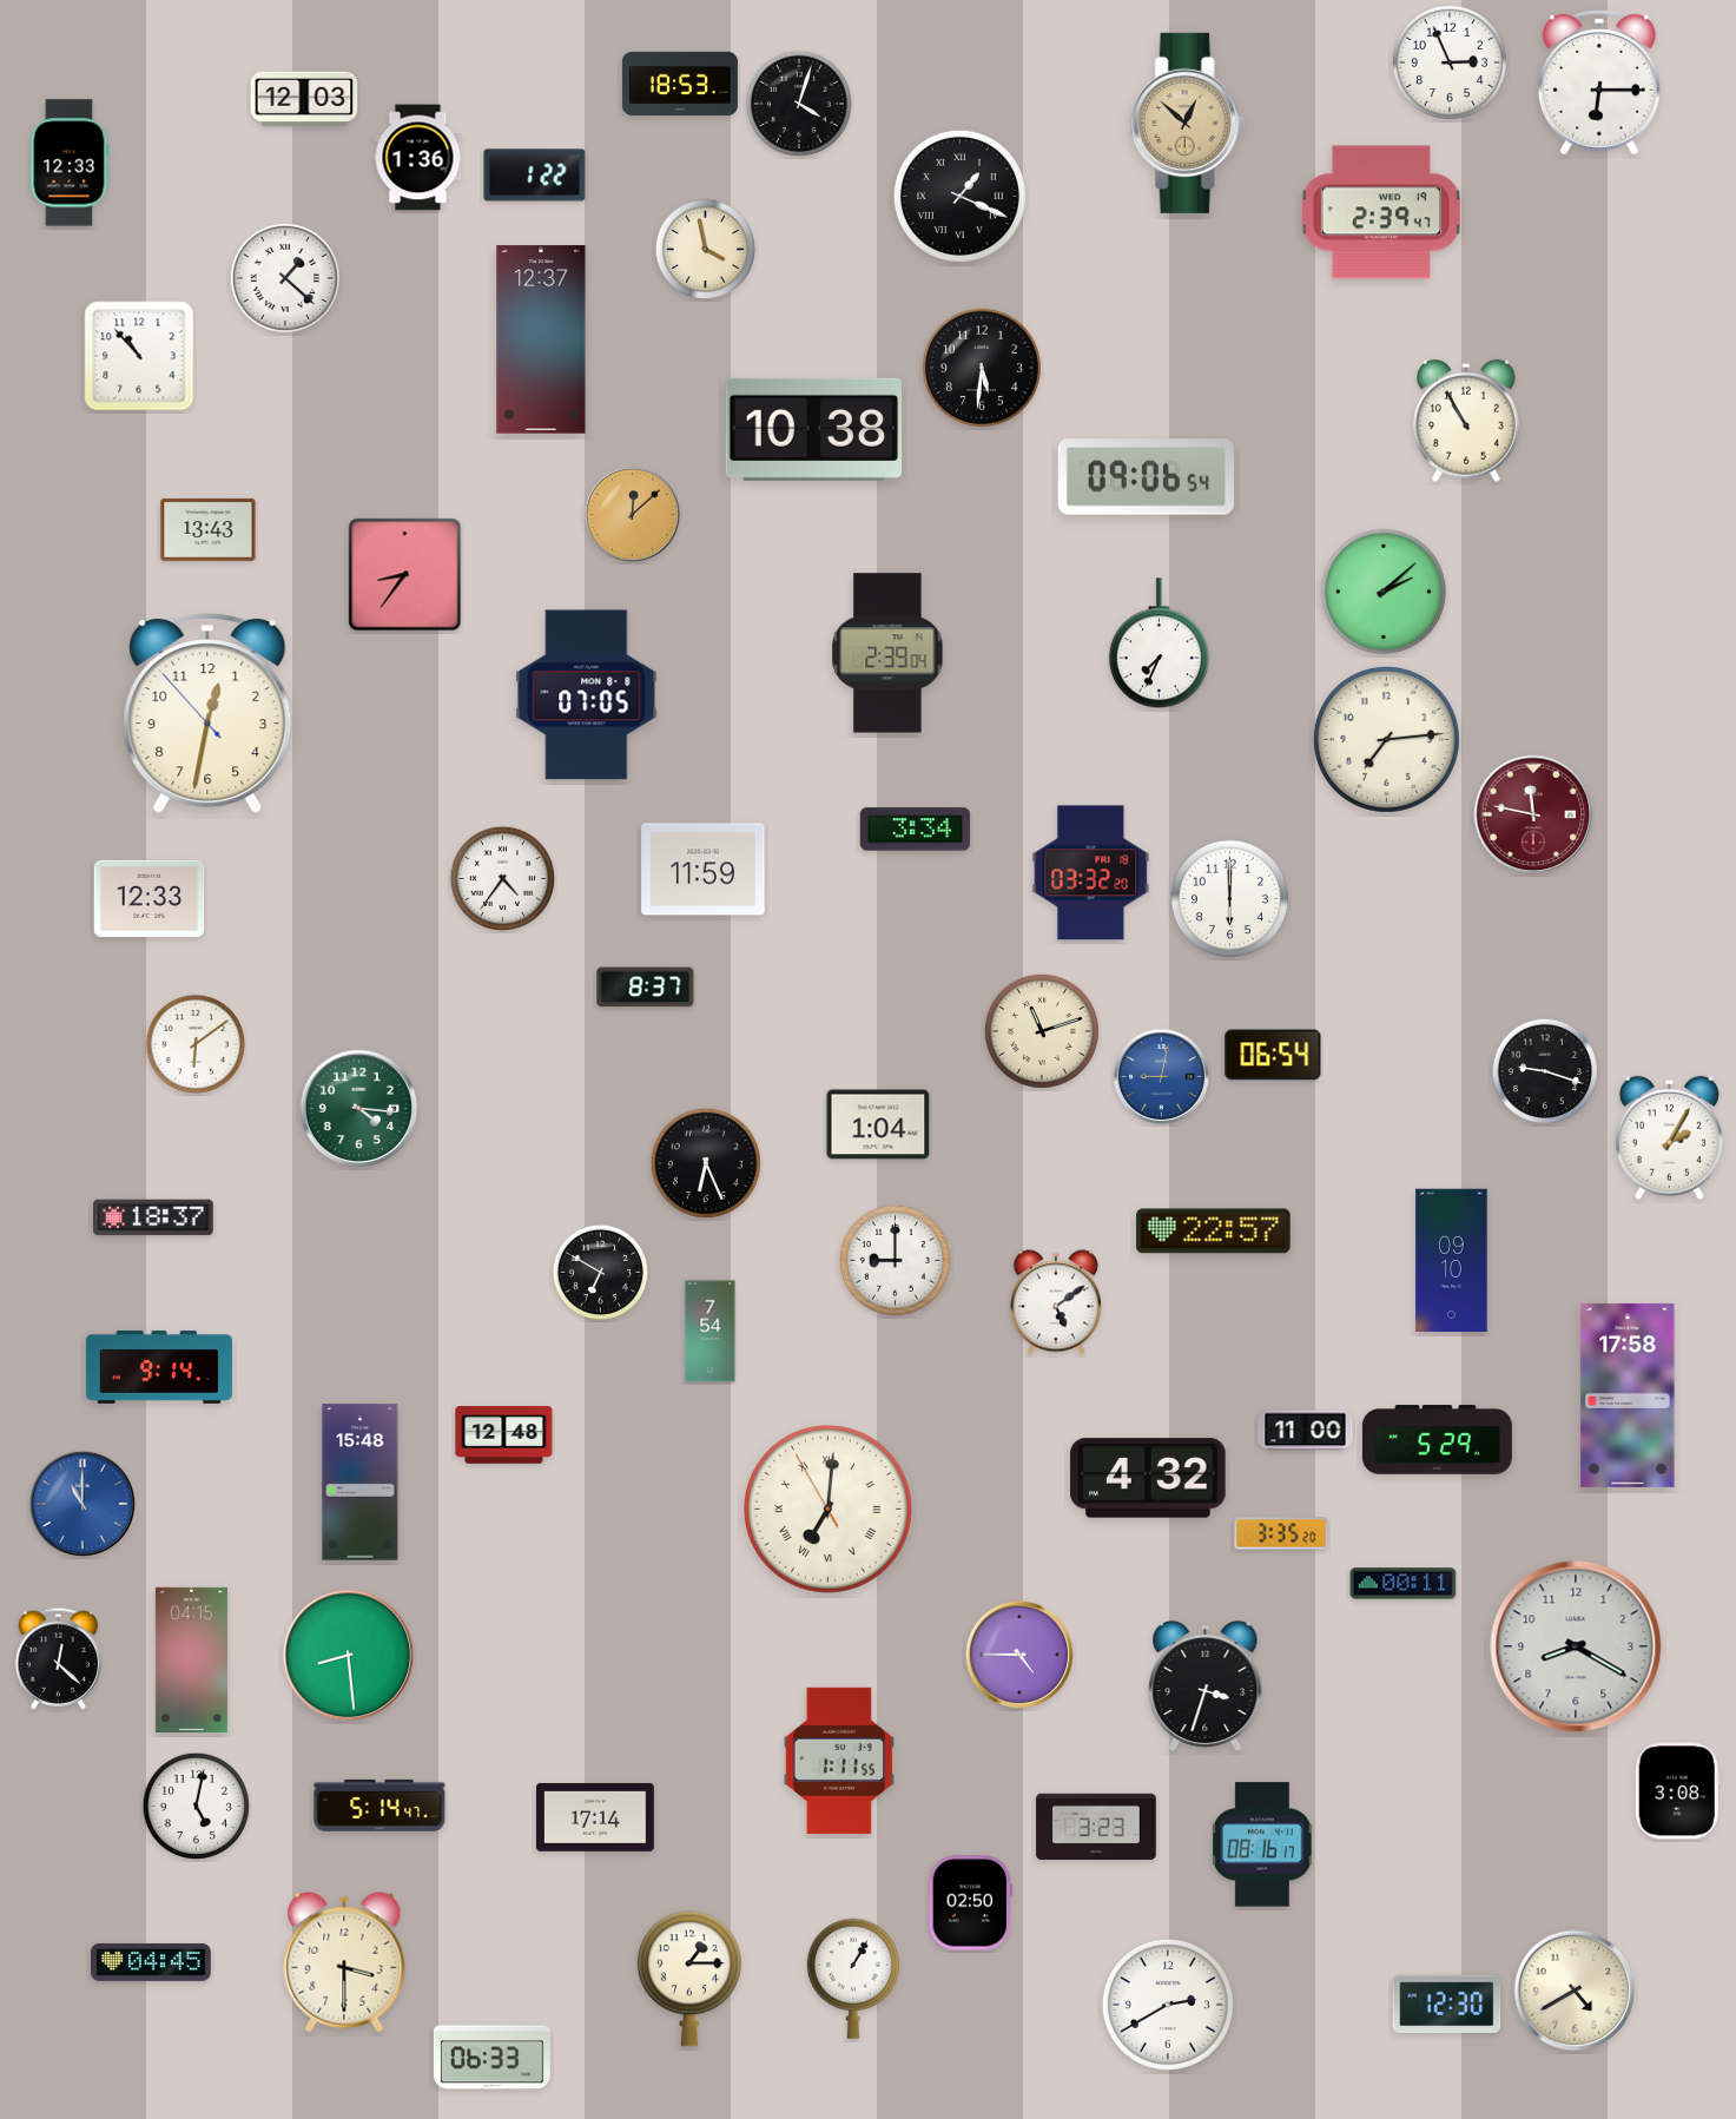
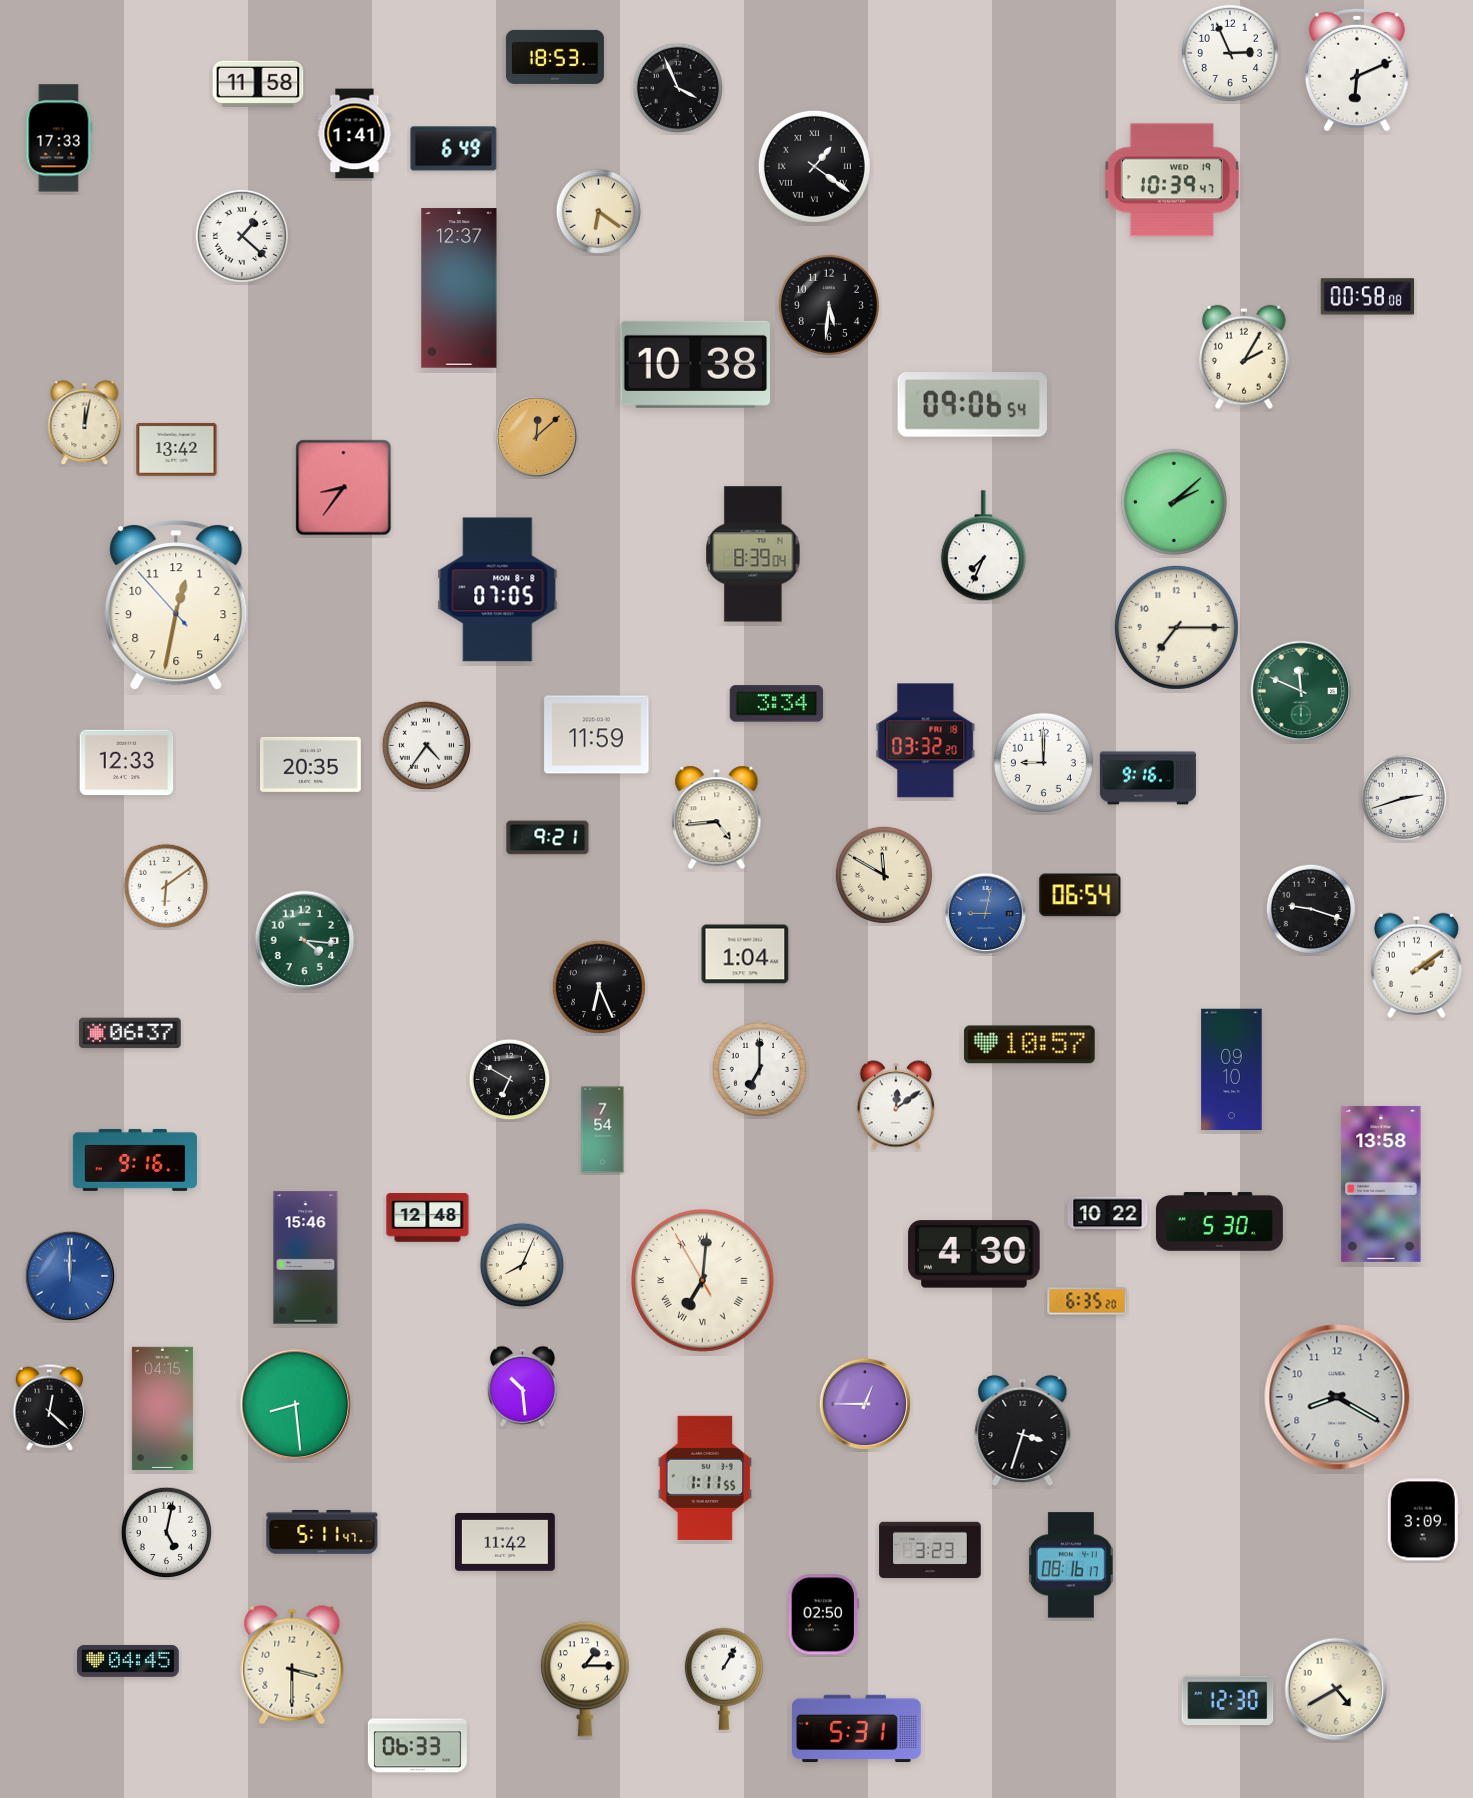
clock at (1599, 82): 6:15 -> 6:11
clock at (680, 84) position: (680, 84) -> (555, 57)
clock at (304, 98): 12:03 -> 11:58
clock at (798, 103): 4:03 -> 3:56
clock at (1187, 123): 12:52 -> none
clock at (418, 158): 1:36 -> 1:41
clock at (70, 163): 12:33 -> 17:33
clock at (535, 176): 1:22 -> 6:49
clock at (959, 196): 1:19 -> 1:21
clock at (1381, 212): 2:39 -> 10:39
clock at (706, 250): 3:58 -> 6:21
clock at (1368, 297): none -> 00:58
clock at (139, 356): 10:53 -> none
clock at (982, 368) position: (982, 368) -> (829, 305)
clock at (1466, 421): 10:55 -> 2:05
clock at (813, 429) position: (813, 429) -> (695, 364)
clock at (85, 423): none -> 12:02
clock at (209, 529): 13:43 -> 13:42
clock at (887, 653): 2:39 -> 8:39
clock at (1386, 739): 7:14 -> 7:15
clock at (1533, 814): 11:47 -> 11:49
clock at (1533, 814) dial: burgundy -> green
clock at (704, 870) position: (704, 870) -> (597, 735)
clock at (1229, 898): 6:00 -> 9:00
clock at (311, 764): none -> 20:35
clock at (1147, 778): none -> 9:16
clock at (1404, 798): none -> 2:42
clock at (717, 818): none -> 4:44
clock at (646, 988): 8:37 -> 9:21
clock at (1042, 1031): 11:12 -> 11:50
clock at (1669, 1137): 2:05 -> 2:09
clock at (154, 1217): 18:37 -> 06:37
clock at (1214, 1232): 22:57 -> 10:57
clock at (895, 1260): 9:00 -> 7:00
clock at (1056, 1302): 5:09 -> 12:09
clock at (159, 1367): 9:14 -> 9:16
clock at (1628, 1395): 17:58 -> 13:58
clock at (1306, 1431): 11:00 -> 10:22
clock at (1437, 1440): 5:29 -> 5:30
clock at (1148, 1478): 4:32 -> 4:30
clock at (361, 1483): 15:48 -> 15:46
clock at (522, 1265): none -> 8:04
clock at (81, 1503): 11:00 -> 12:00
clock at (1281, 1533): 3:35 -> 6:35
clock at (1404, 1584): 00:11 -> none
clock at (522, 1386): none -> 10:29
clock at (1018, 1653): 4:45 -> 12:45
clock at (838, 1761) position: (838, 1761) -> (704, 1478)
clock at (1677, 1791): 3:08 -> 3:09
clock at (379, 1806): 5:14 -> 5:11
clock at (595, 1817): 17:14 -> 11:42
clock at (151, 1962) position: (151, 1962) -> (128, 1661)
clock at (1168, 2005): 2:40 -> none
clock at (857, 1729): none -> 5:31
